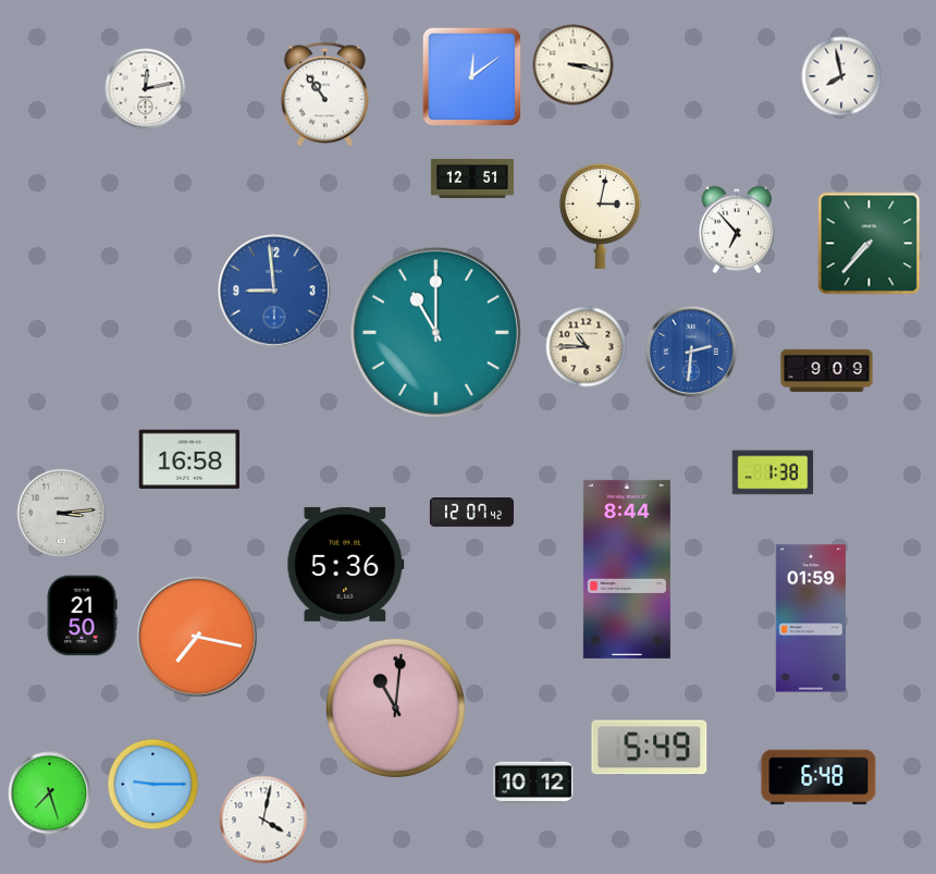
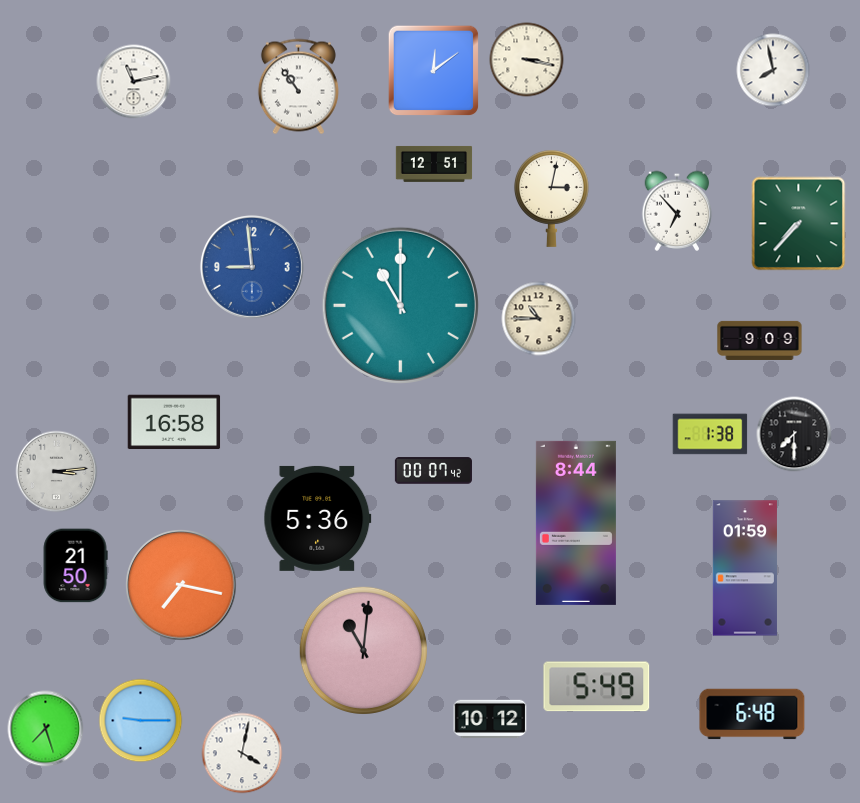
clock at (146, 89): 12:13 -> 11:13
clock at (691, 352): 2:31 -> none
clock at (794, 434): none -> 7:30
clock at (471, 513): 12:07 -> 00:07
